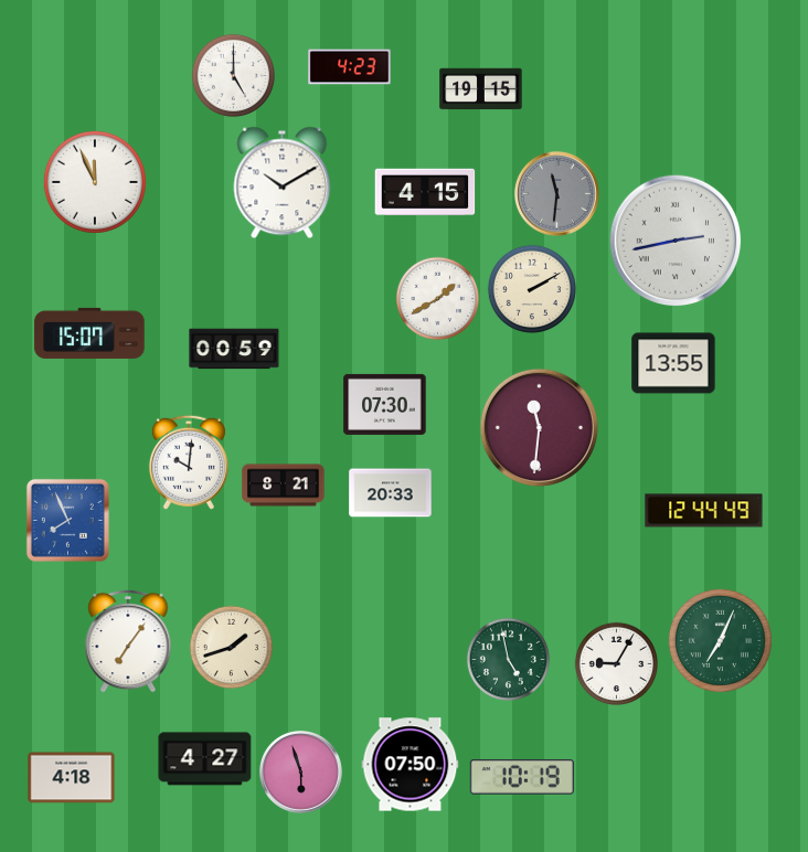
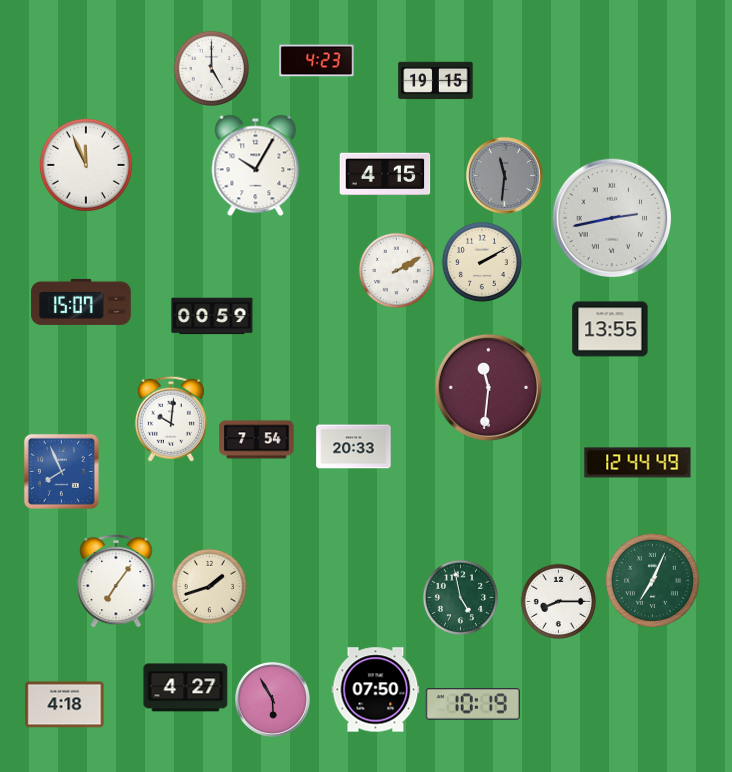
clock at (283, 183): 10:10 -> 10:05
clock at (437, 298): 1:40 -> 2:10
clock at (385, 404): 07:30 -> none
clock at (284, 486): 8:21 -> 7:54
clock at (616, 663): 9:05 -> 8:15
clock at (411, 765) position: (411, 765) -> (376, 690)
clock at (301, 773): 5:57 -> 5:55
